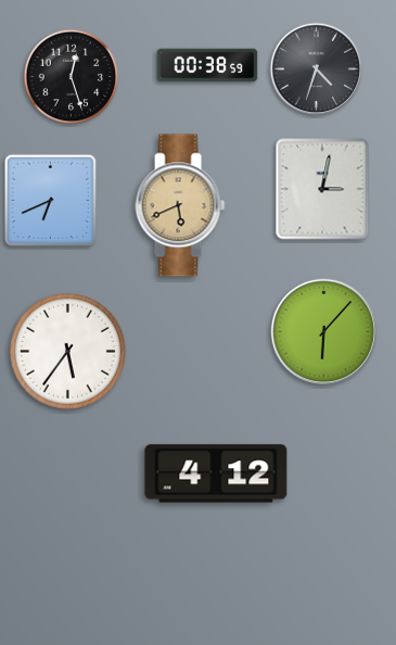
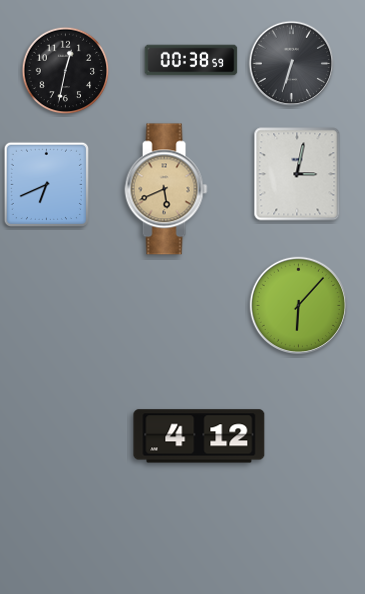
clock at (317, 69): 4:33 -> 6:33
clock at (72, 77): 12:27 -> 12:32
clock at (68, 352): 5:36 -> none
